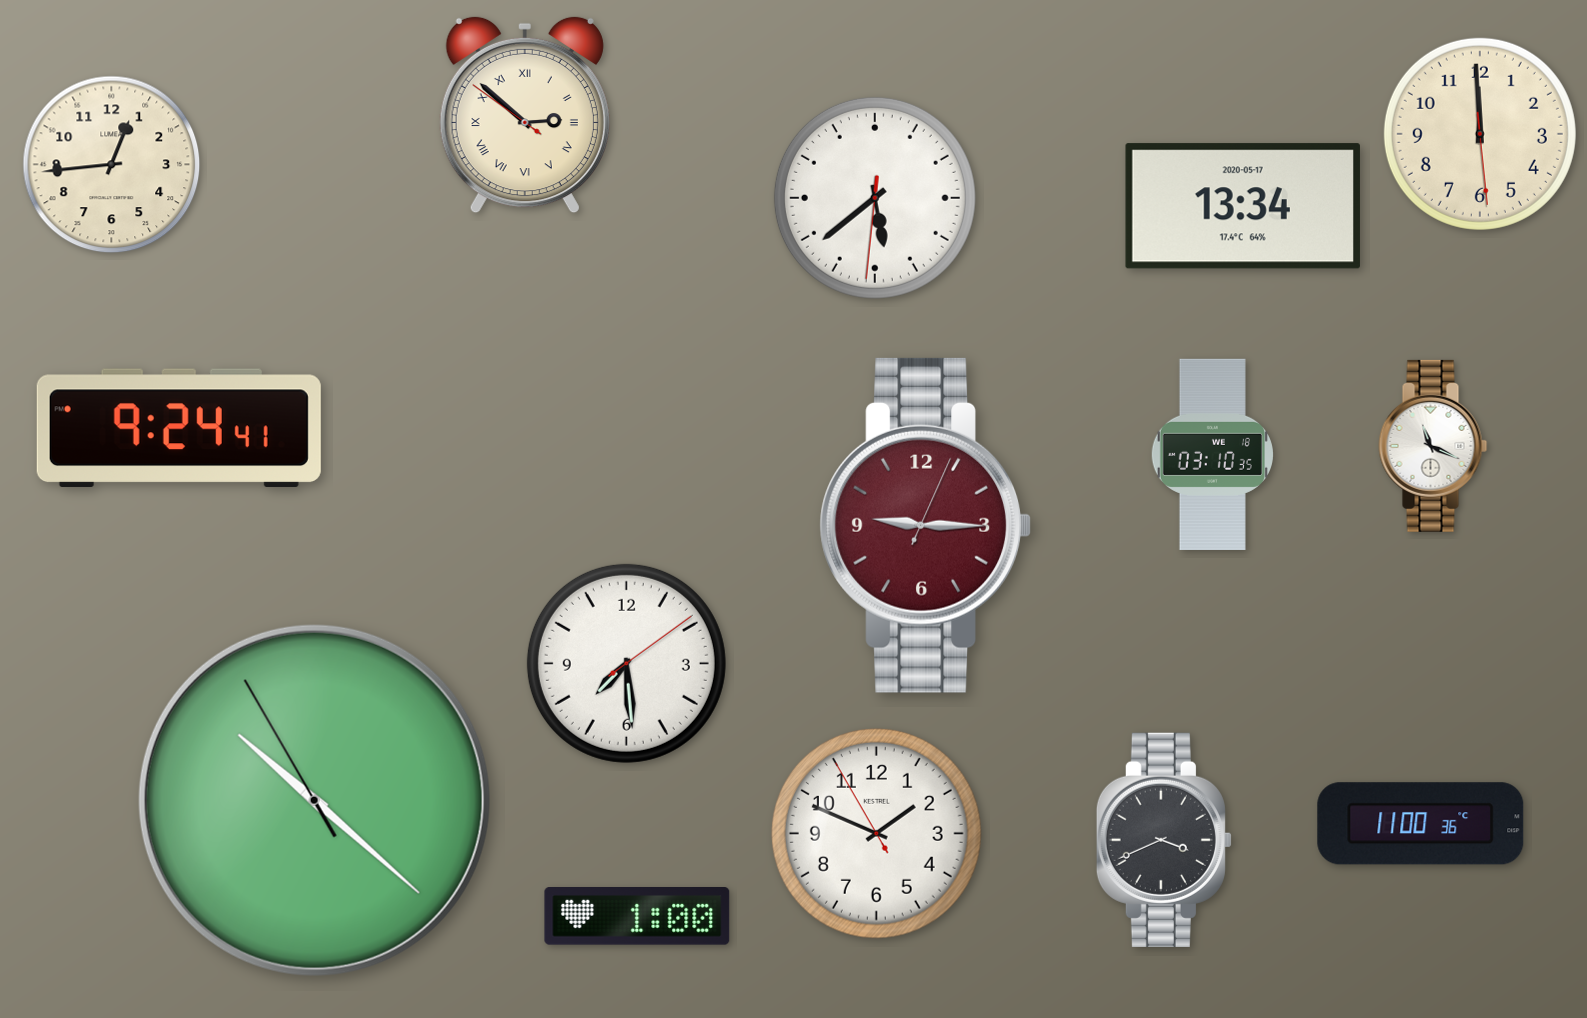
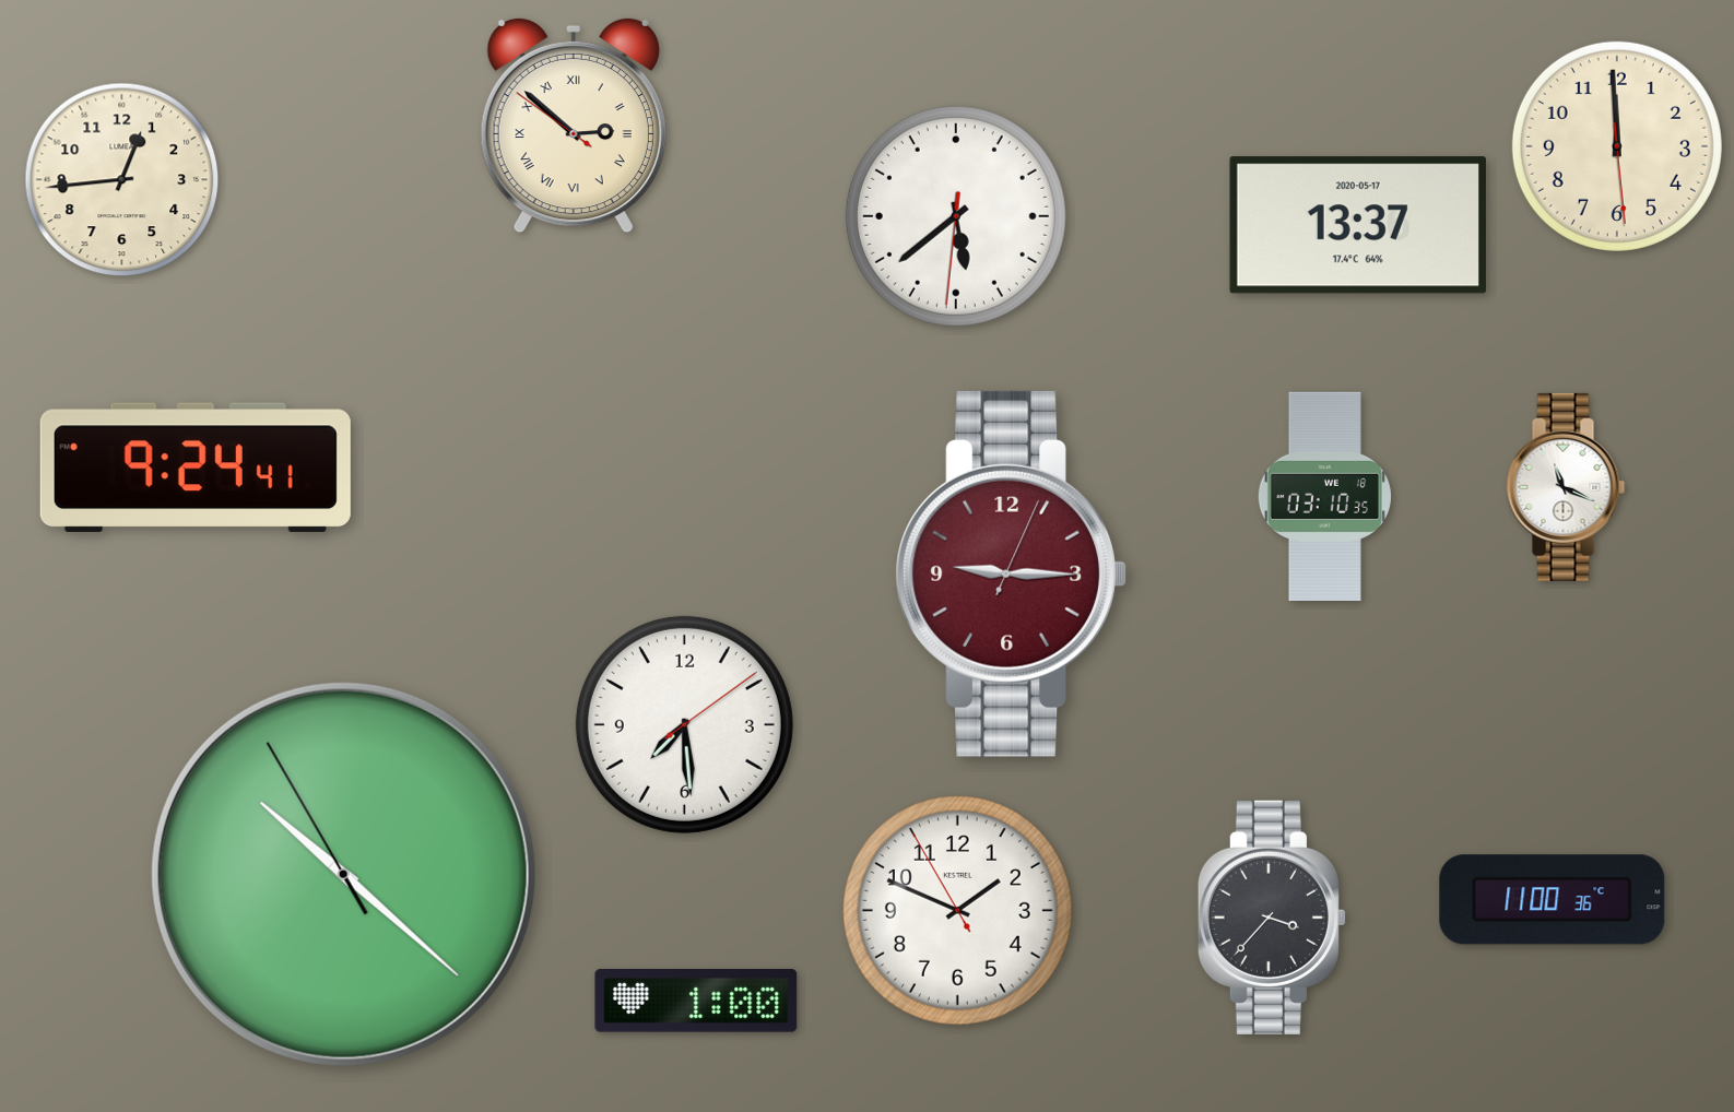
clock at (1243, 206): 13:34 -> 13:37
clock at (1164, 840): 3:41 -> 3:37
